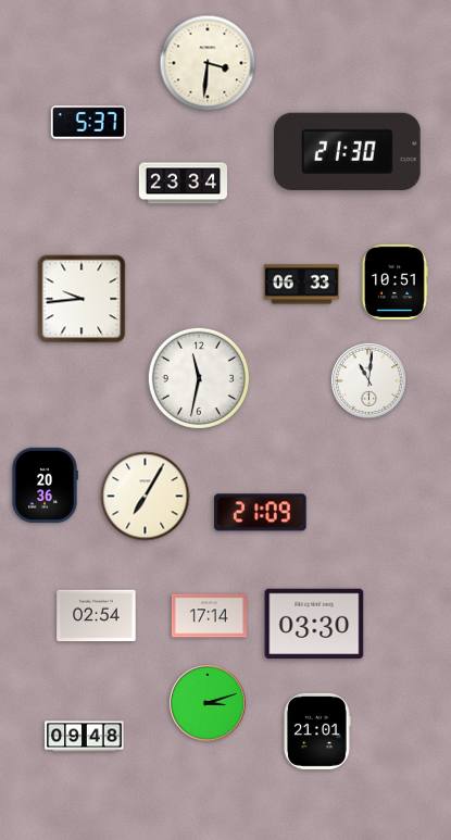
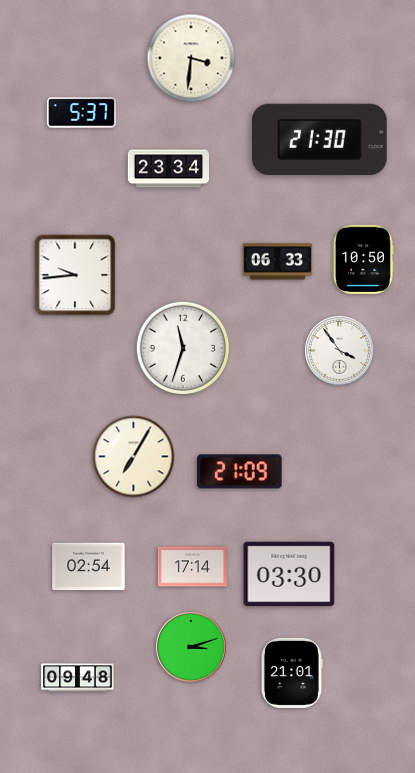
clock at (394, 281): 10:51 -> 10:50
clock at (199, 378): 11:32 -> 11:33
clock at (368, 380): 11:01 -> 3:54
clock at (45, 485): 20:36 -> none
